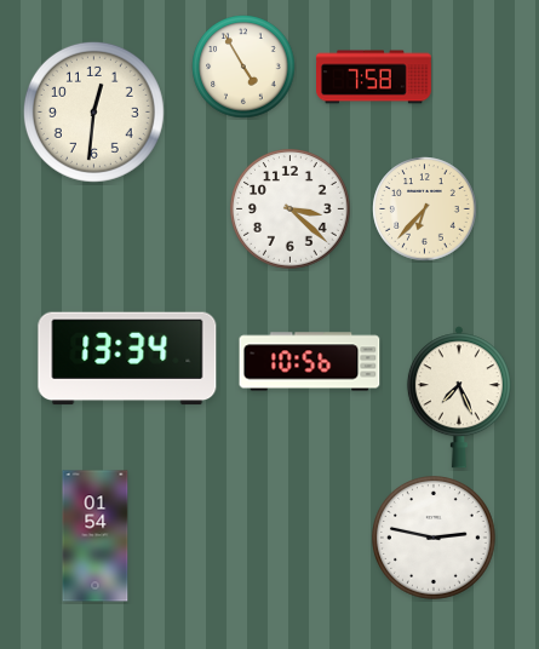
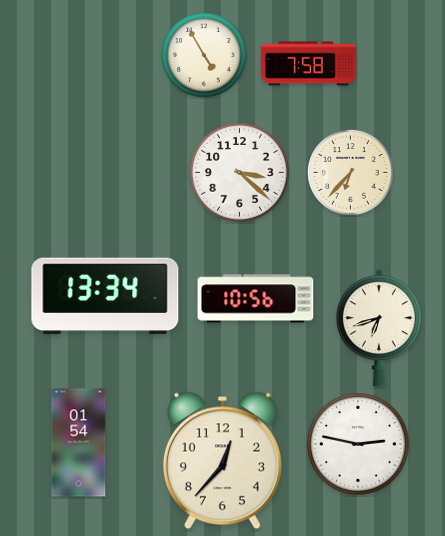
clock at (243, 67) position: (243, 67) -> (204, 55)
clock at (93, 111): 12:31 -> none
clock at (459, 397): 7:26 -> 6:42
clock at (222, 461): none -> 12:37
